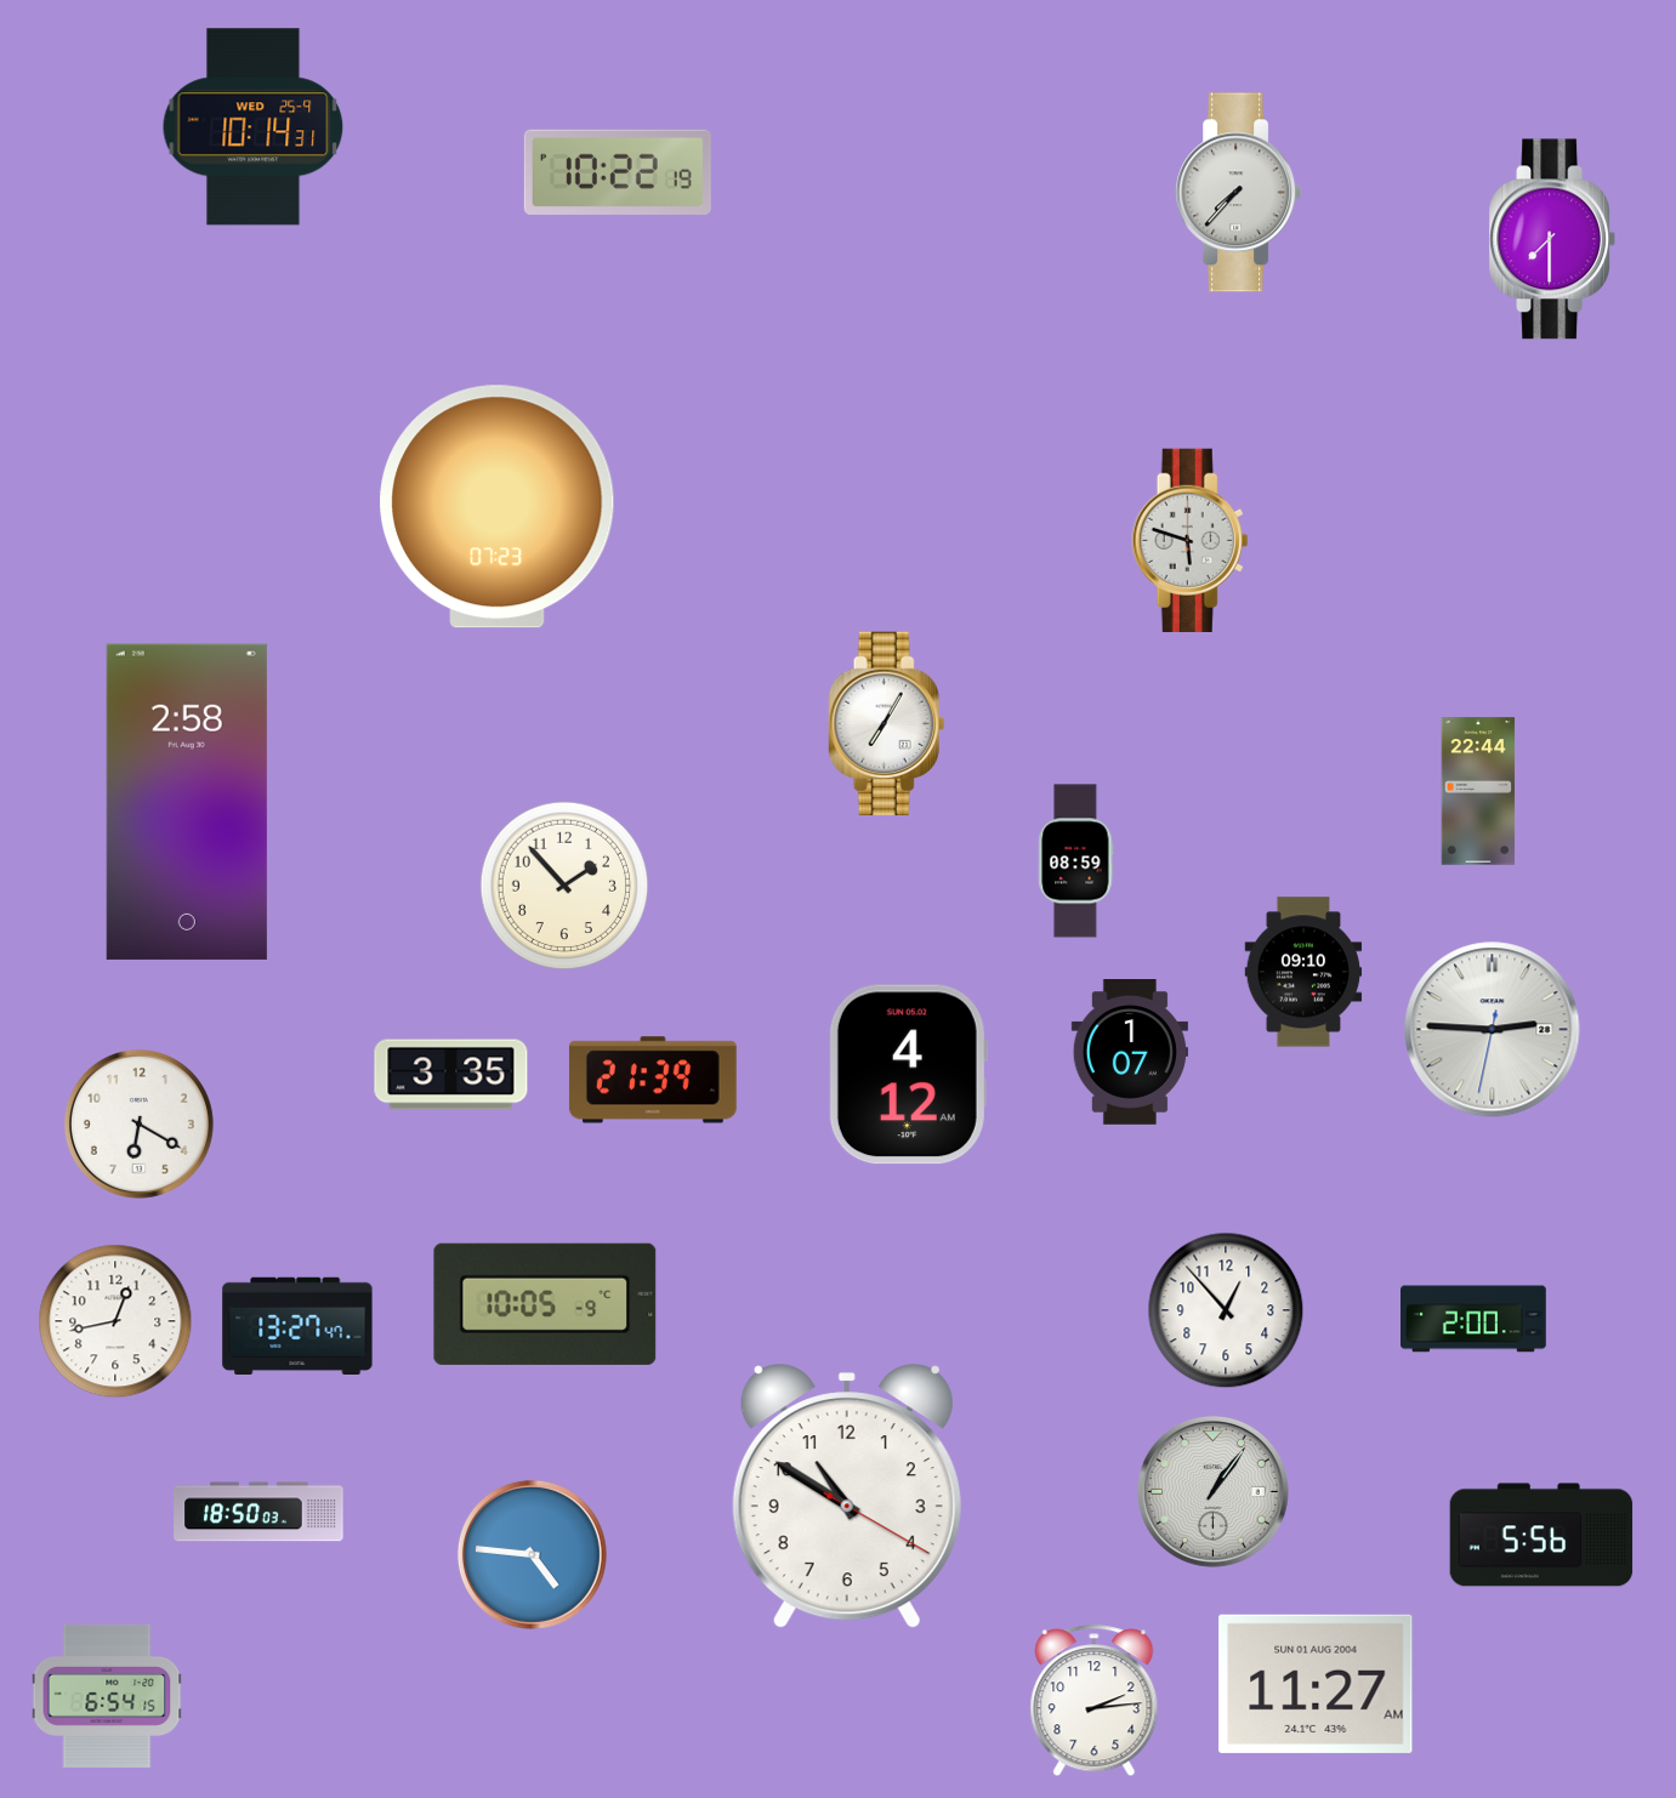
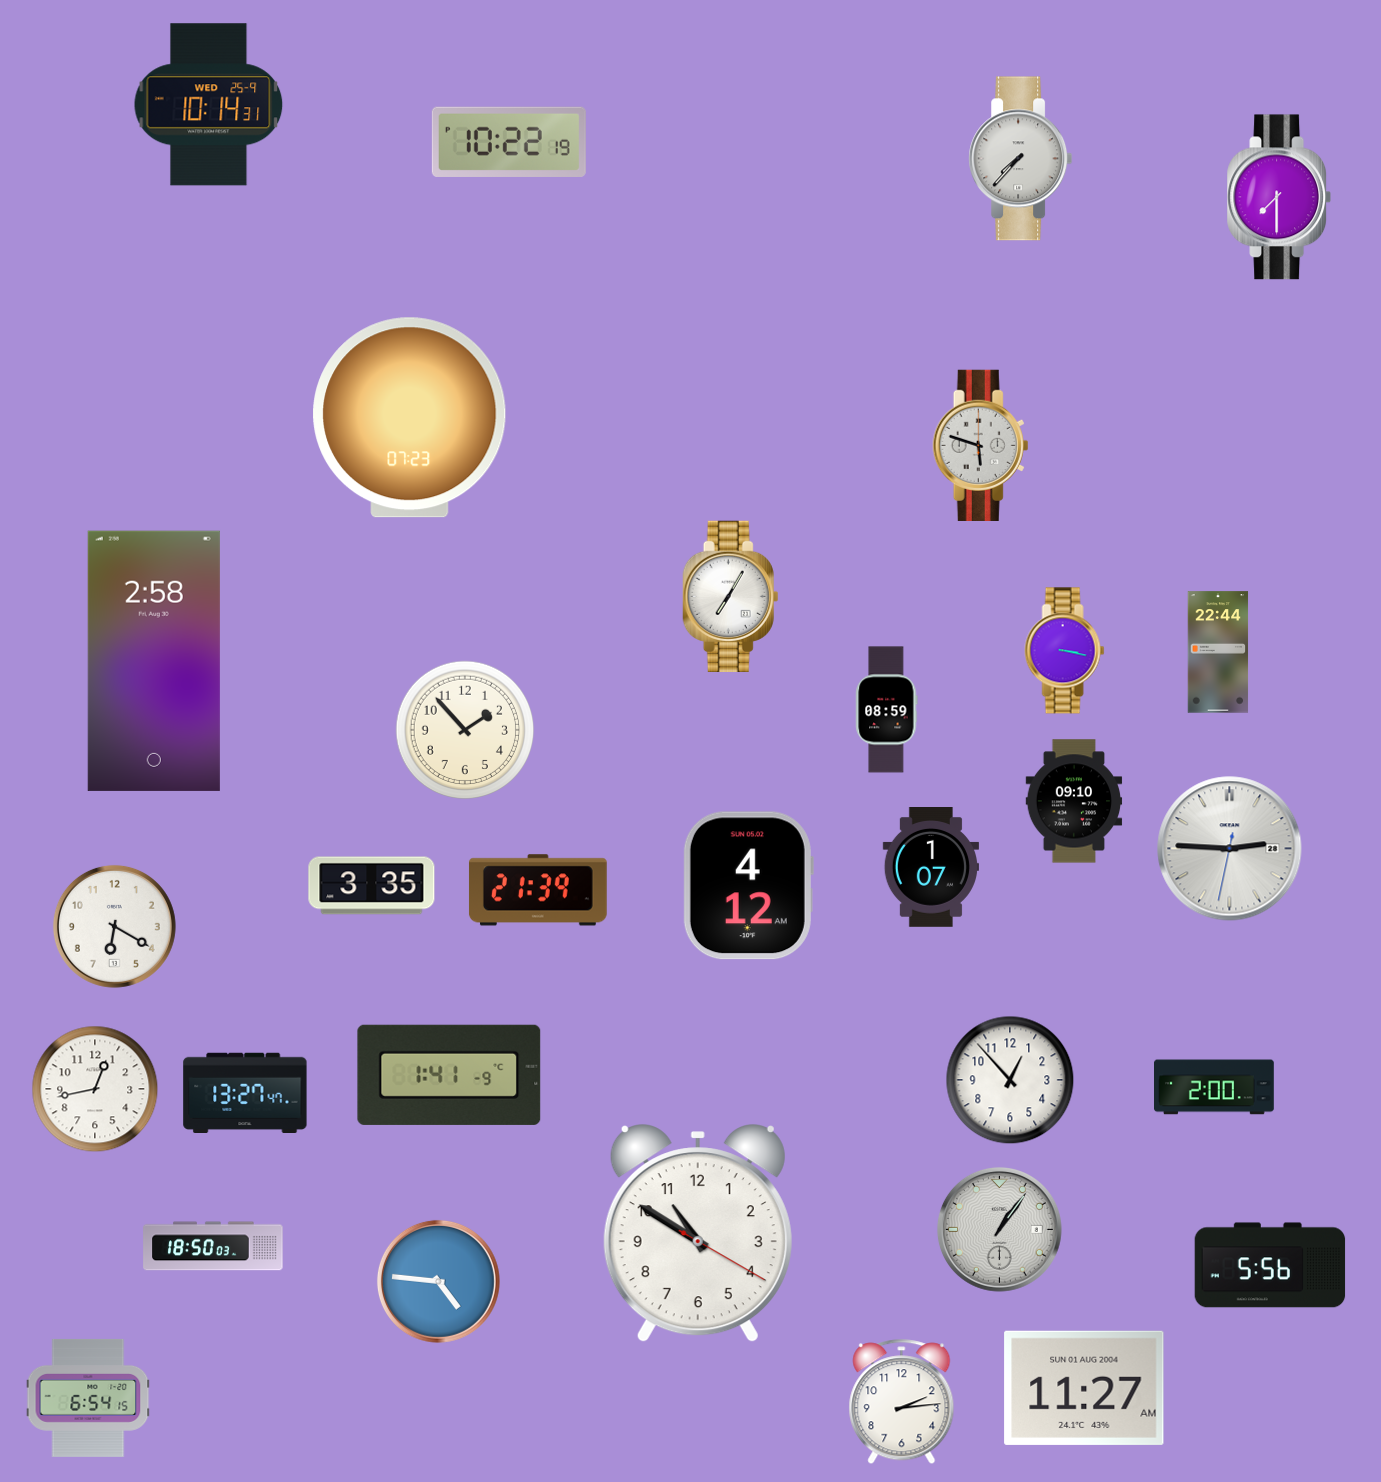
clock at (1065, 651): none -> 3:17
clock at (545, 1304): 10:05 -> 1:41
